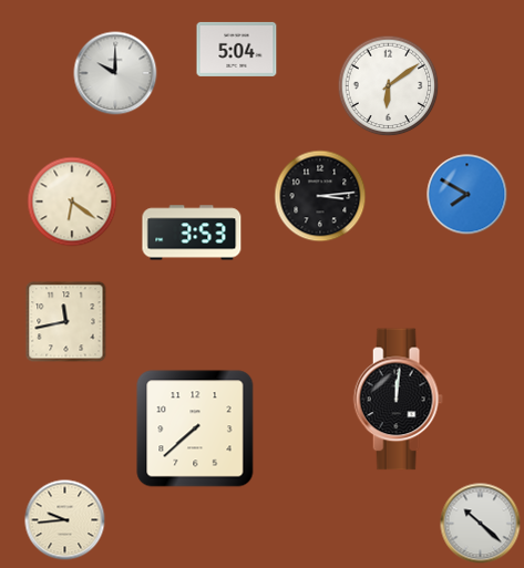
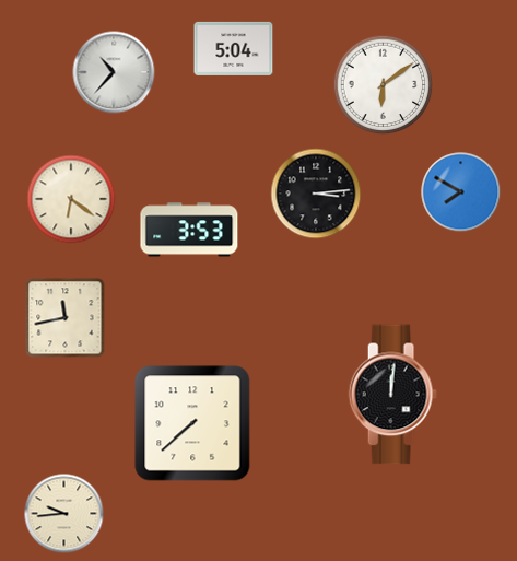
clock at (115, 73): 10:00 -> 10:37
clock at (481, 524): 10:22 -> none
